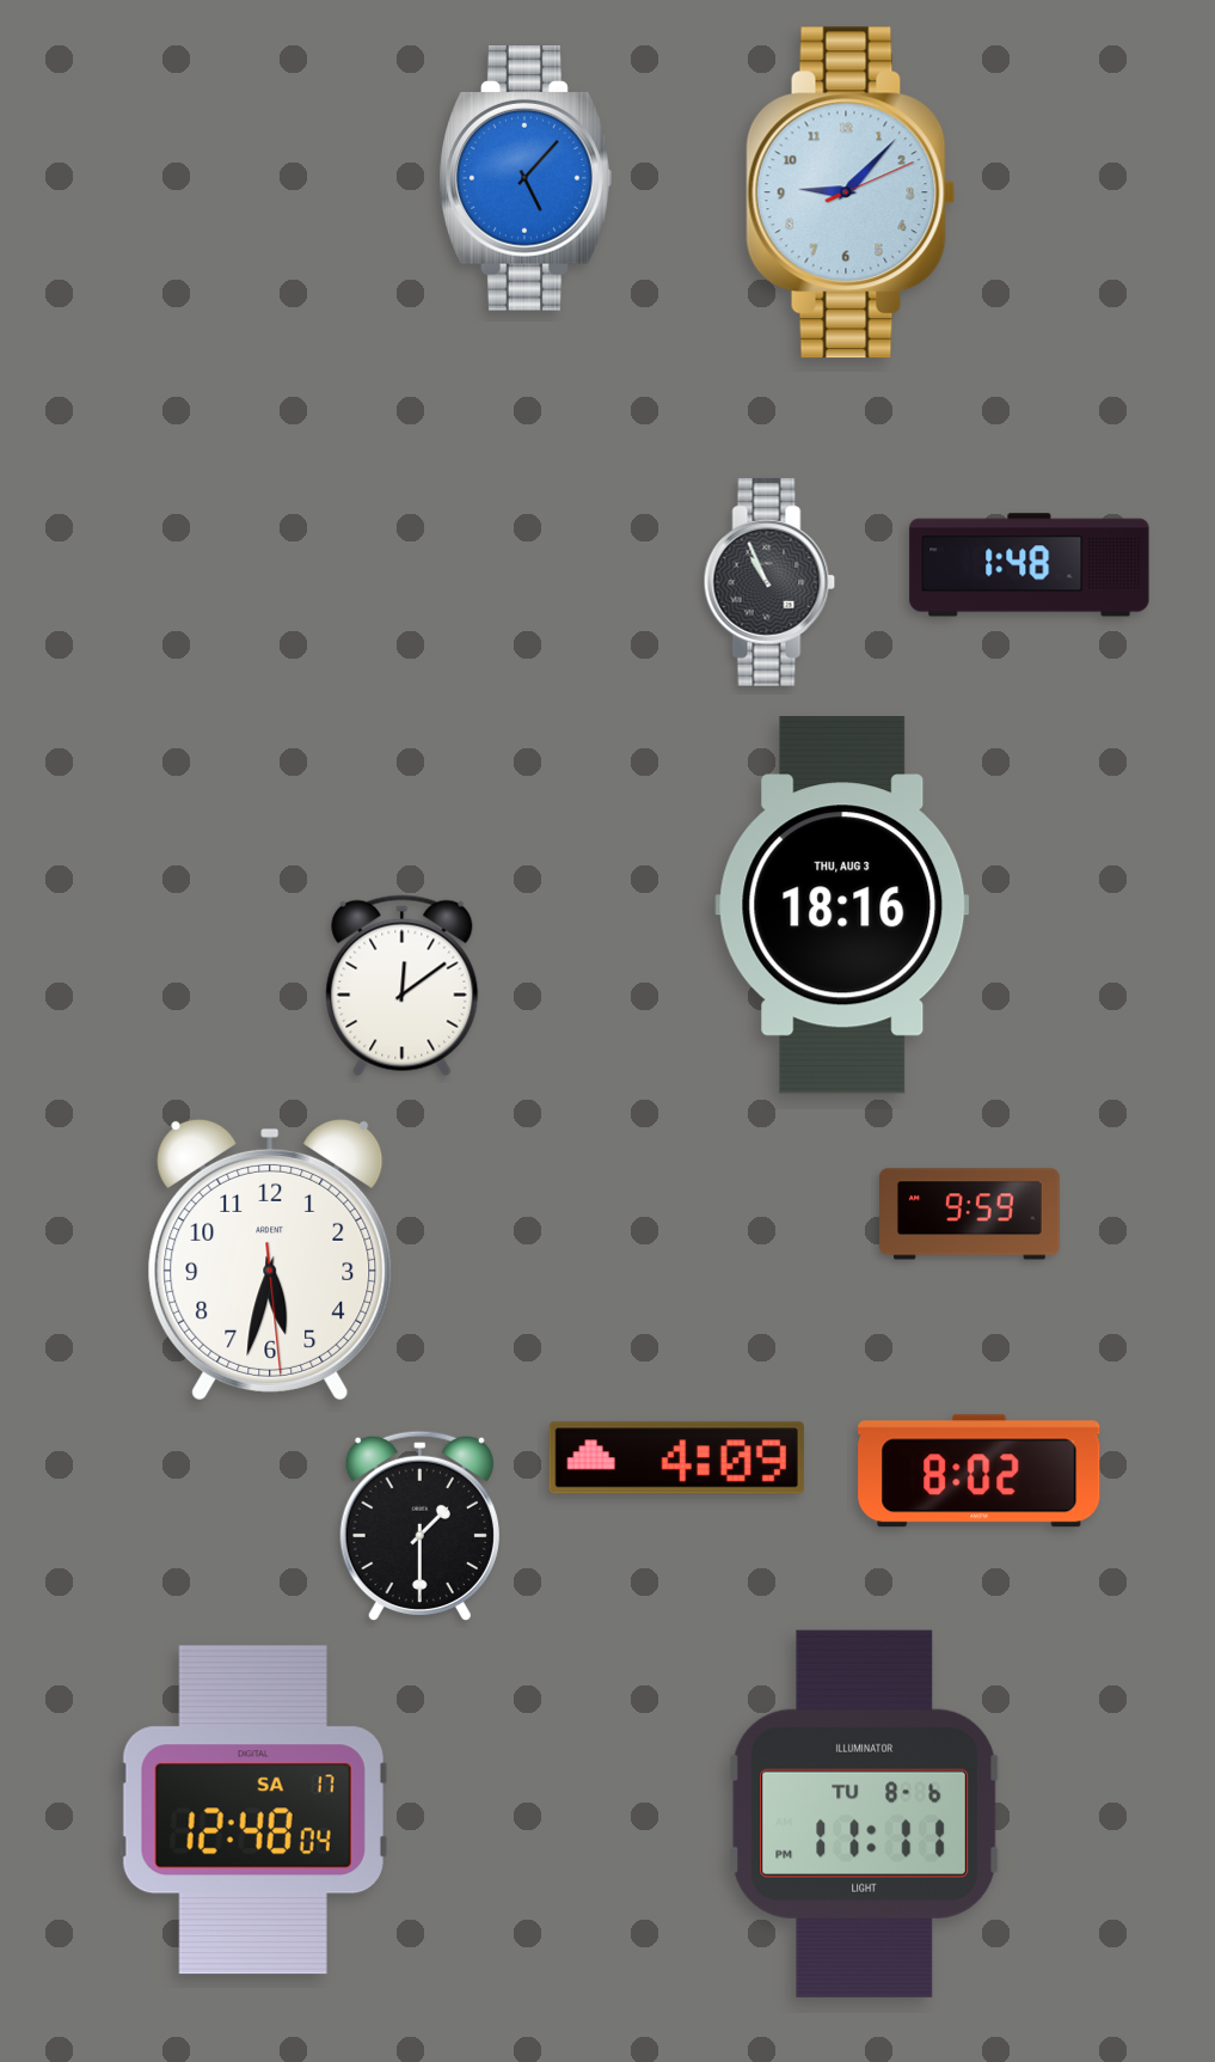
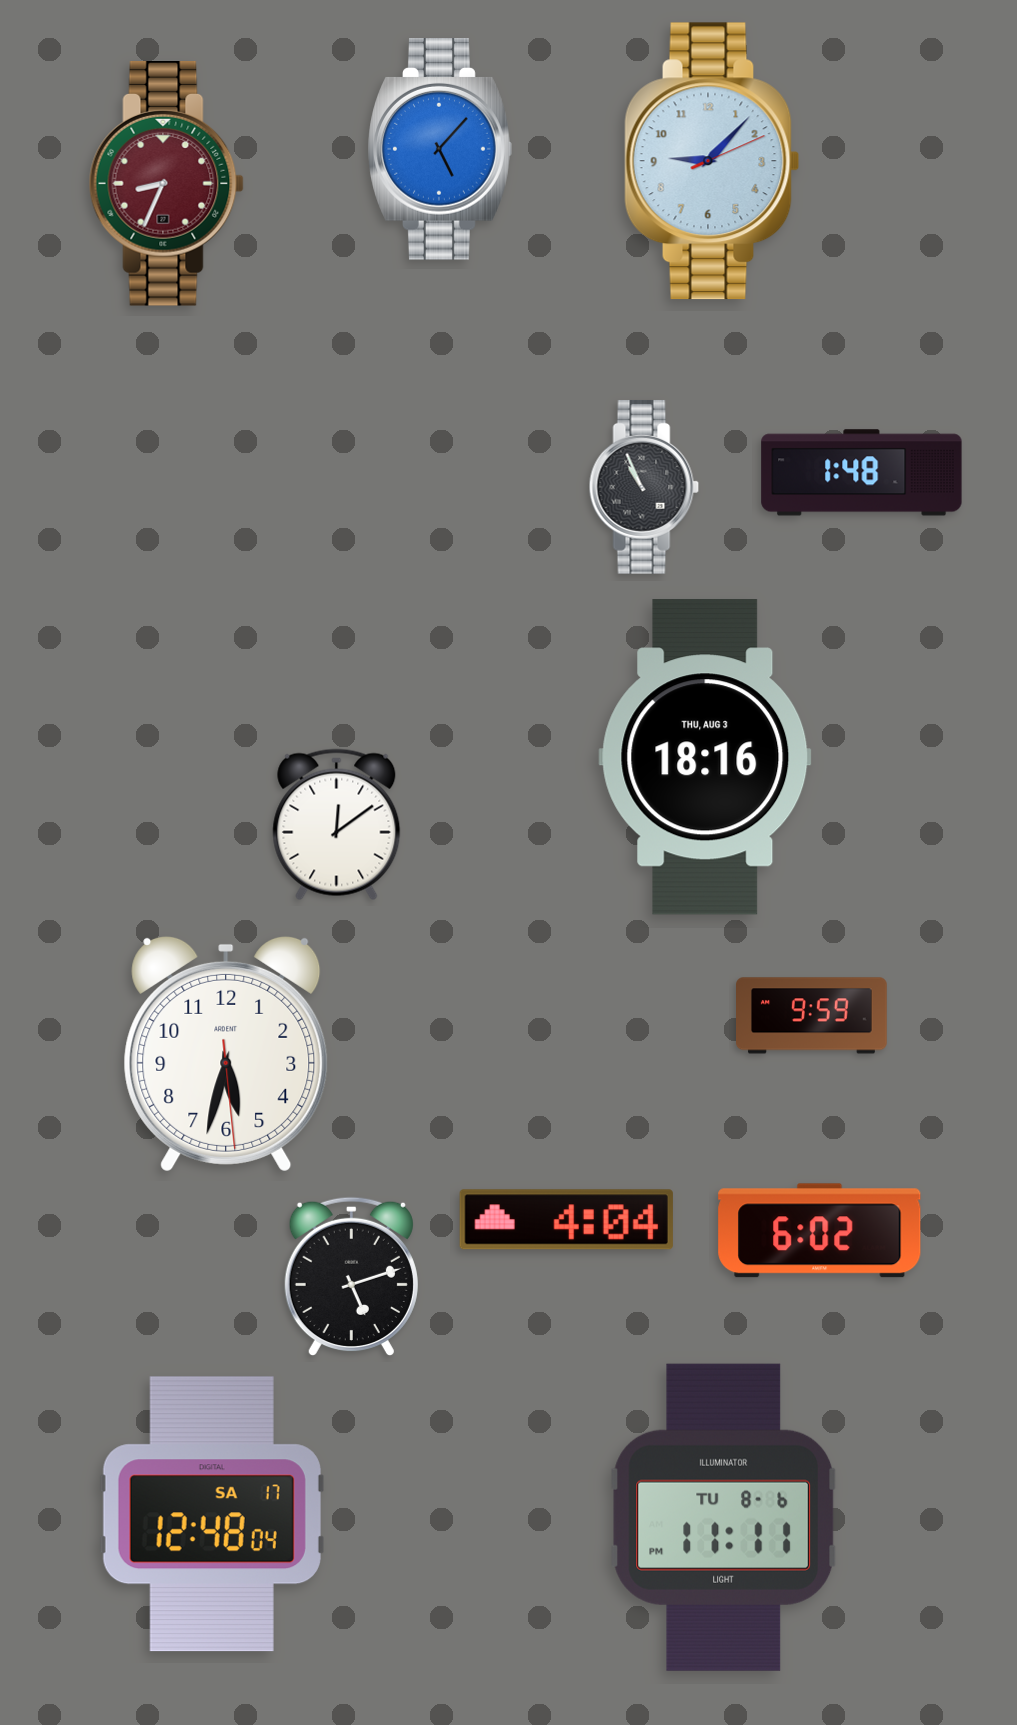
clock at (166, 184): none -> 8:34
clock at (676, 1458): 4:09 -> 4:04
clock at (980, 1471): 8:02 -> 6:02
clock at (419, 1526): 1:30 -> 5:12
